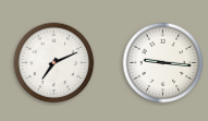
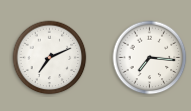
clock at (163, 63): 9:16 -> 7:16
